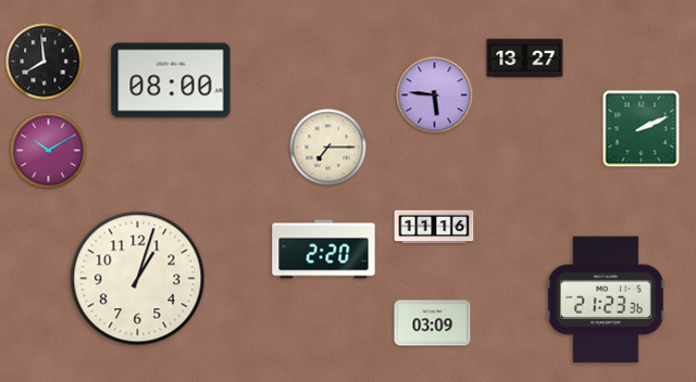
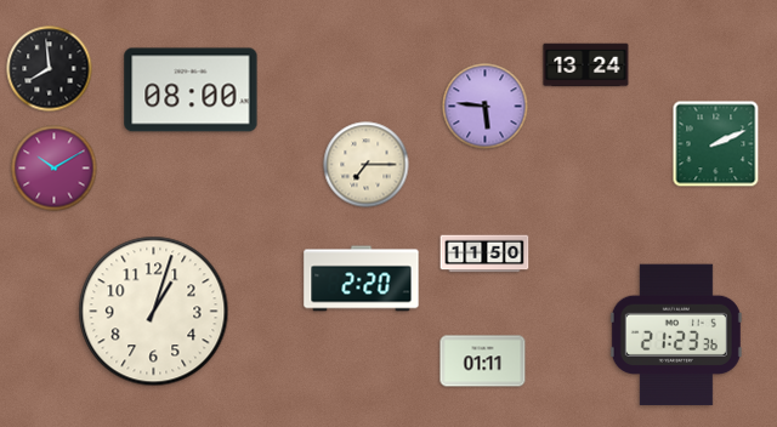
clock at (525, 59): 13:27 -> 13:24
clock at (434, 227): 11:16 -> 11:50
clock at (433, 323): 03:09 -> 01:11
